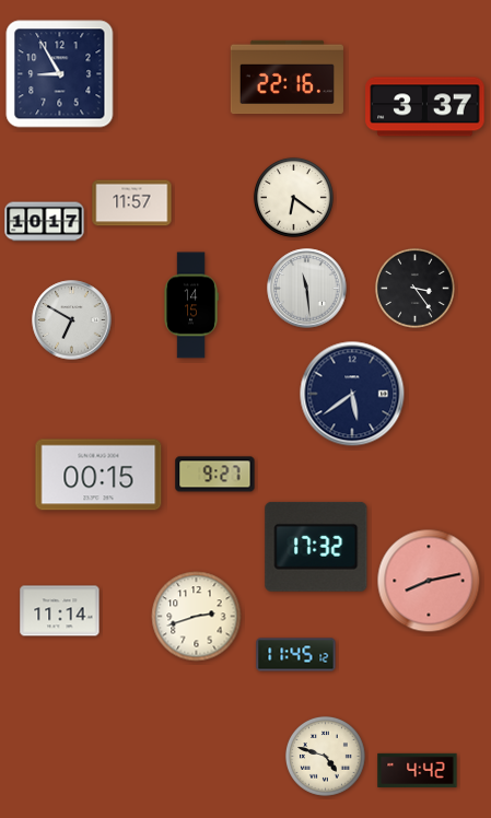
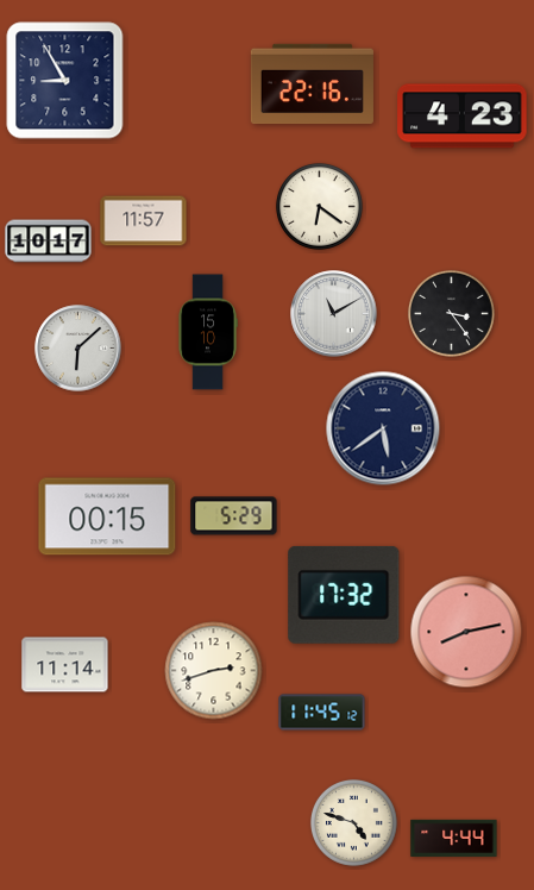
clock at (425, 107): 3:37 -> 4:23
clock at (293, 197) position: (293, 197) -> (319, 206)
clock at (307, 289): 11:29 -> 11:10
clock at (191, 305): 14:15 -> 15:10
clock at (72, 320): 6:50 -> 6:08
clock at (215, 475): 9:27 -> 5:29
clock at (418, 770): 4:42 -> 4:44
